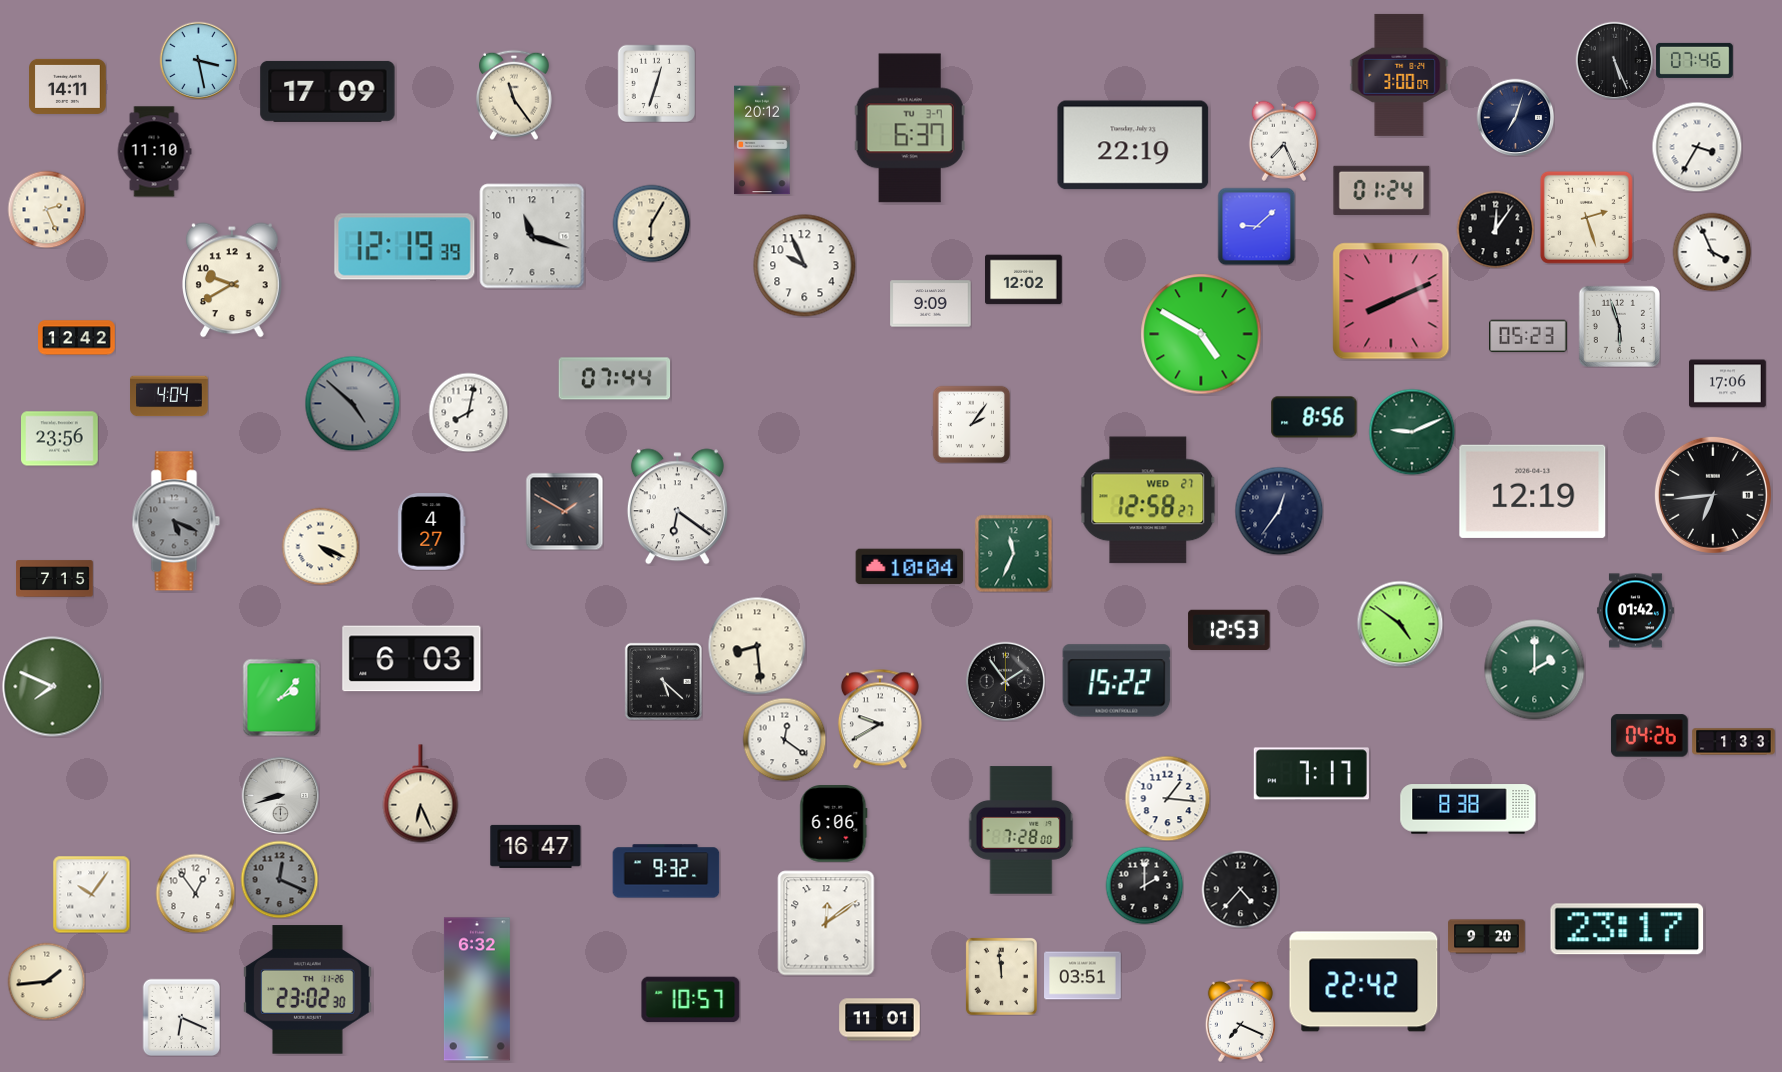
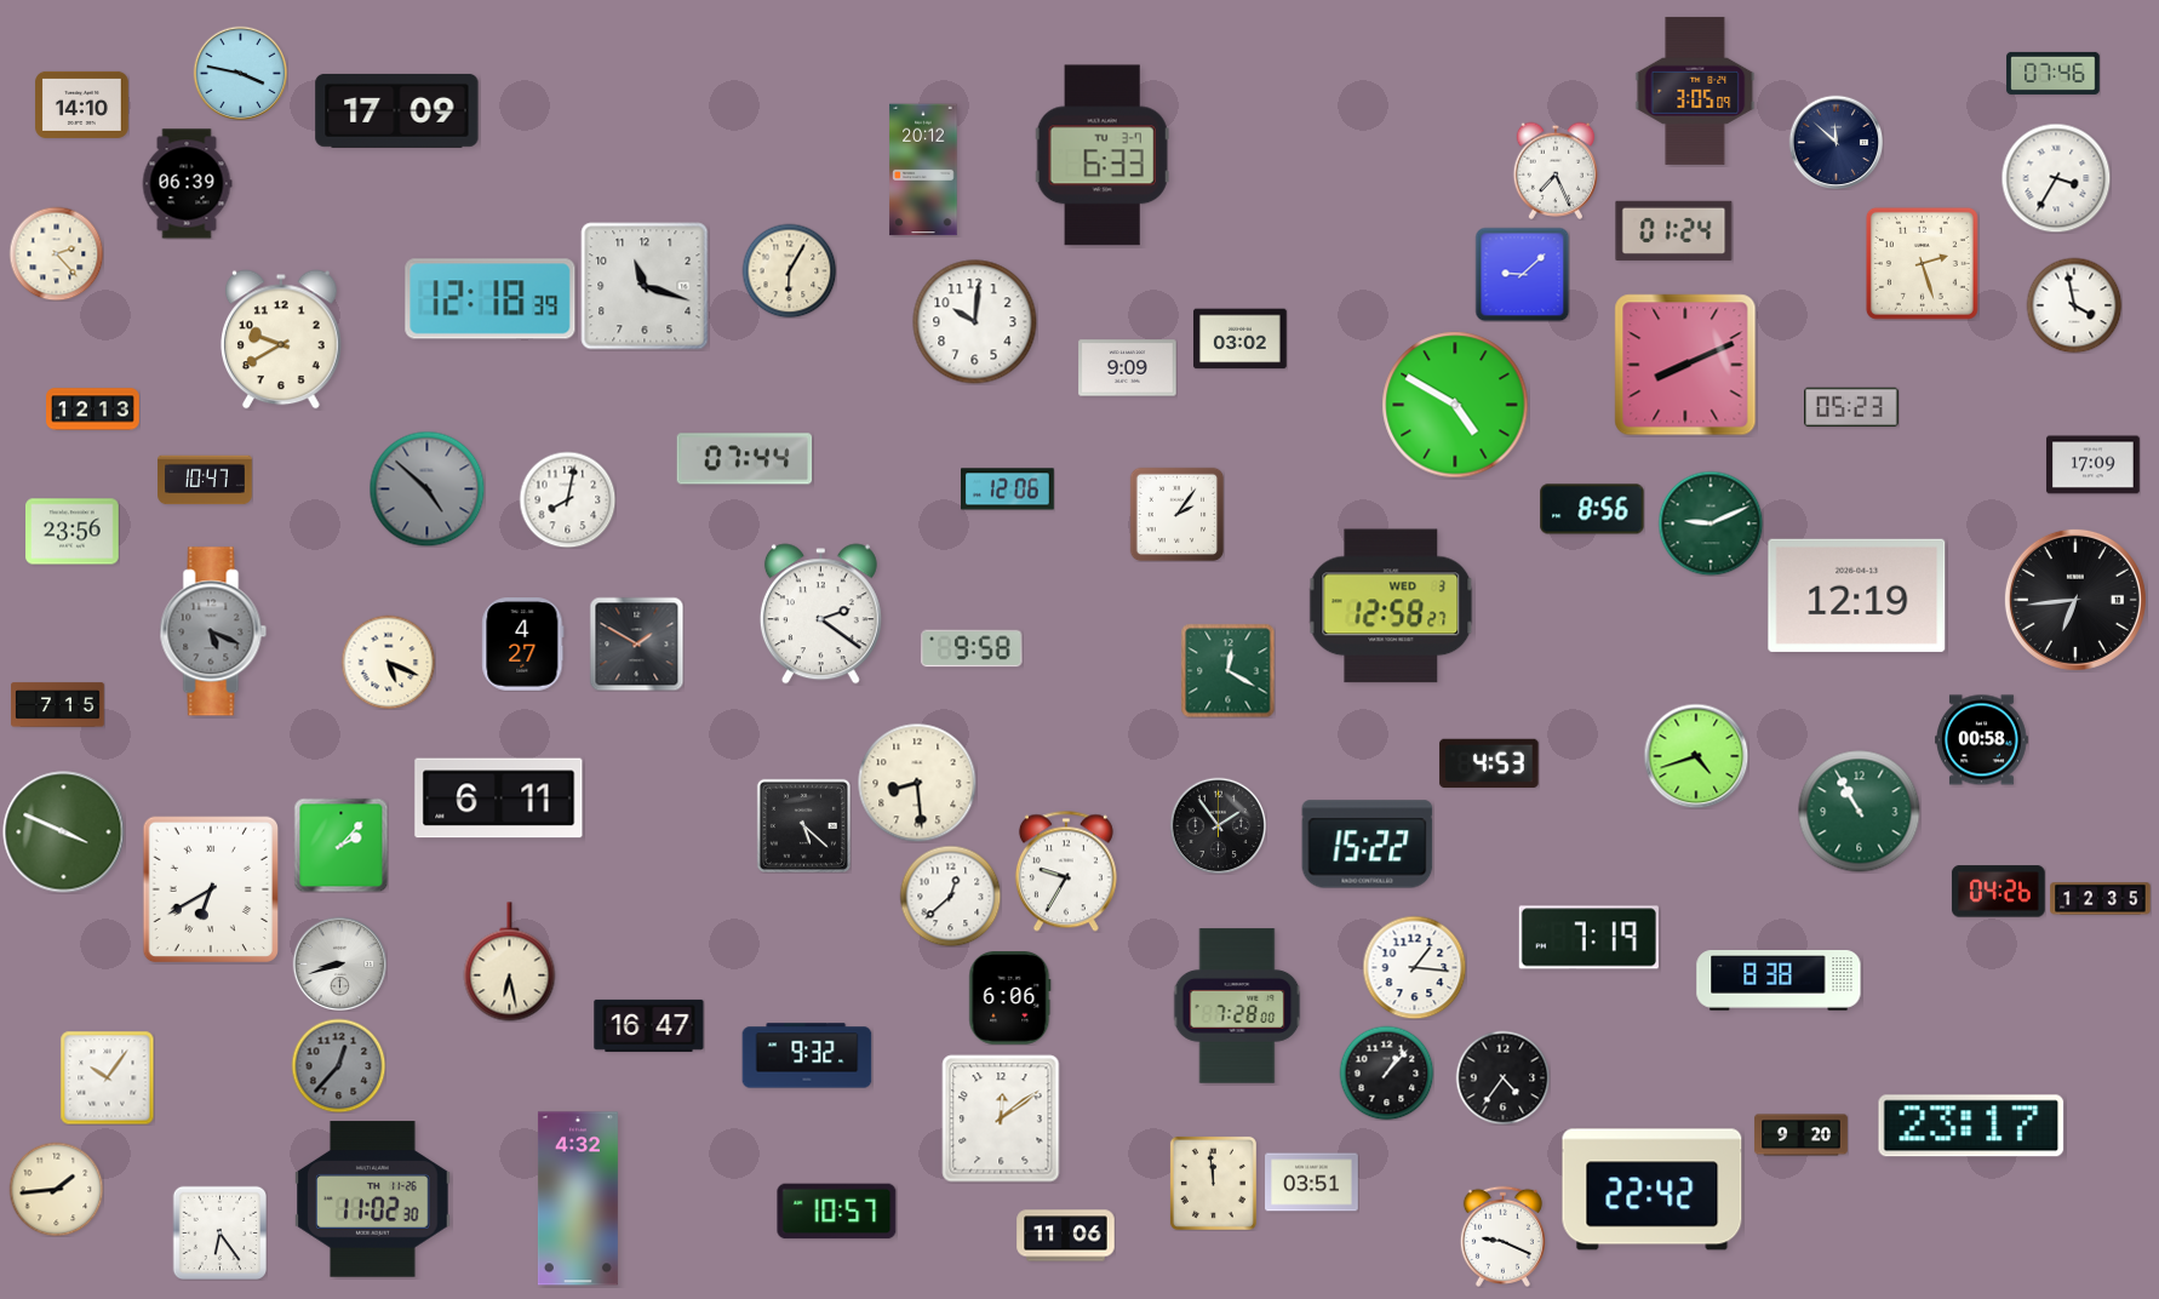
clock at (198, 60): 3:28 -> 3:47
clock at (1614, 60): 5:26 -> none
clock at (1399, 75): 3:00 -> 3:05
clock at (656, 83): 12:33 -> none
clock at (68, 86): 14:11 -> 14:10
clock at (515, 95): 11:24 -> none
clock at (1515, 117): 7:03 -> 11:52
clock at (910, 128): 6:37 -> 6:33
clock at (1133, 145): 22:19 -> none
clock at (154, 152): 11:10 -> 06:39
clock at (46, 209): 2:26 -> 2:23
clock at (1495, 229): 12:06 -> none
clock at (405, 247): 12:19 -> 12:18
clock at (1712, 252): 3:56 -> 3:58
clock at (805, 266): 9:56 -> 10:01
clock at (1024, 280): 12:02 -> 03:02
clock at (1619, 326): 5:57 -> none
clock at (77, 338): 12:42 -> 12:13
clock at (1728, 384): 17:06 -> 17:09
clock at (169, 396): 4:04 -> 10:47
clock at (1008, 490): none -> 12:06
clock at (1314, 417) position: (1314, 417) -> (1592, 509)
clock at (1148, 500) date: WED 27 -> WED 3
clock at (677, 507): 6:21 -> 2:21
clock at (564, 511) position: (564, 511) -> (636, 643)
clock at (1279, 511): 12:36 -> none
clock at (972, 648): none -> 9:58
clock at (320, 546): 4:19 -> 5:19
clock at (1013, 553): 11:34 -> 12:20
clock at (910, 567): 10:04 -> none
clock at (55, 579) position: (55, 579) -> (58, 705)
clock at (1636, 611): 01:42 -> 00:58
clock at (1400, 624): 4:51 -> 4:42
clock at (1229, 629): 12:53 -> 4:53
clock at (412, 659): 6:03 -> 6:11
clock at (1535, 670): 2:00 -> 10:55
clock at (1117, 681) position: (1117, 681) -> (1368, 845)
clock at (53, 687): 7:49 -> 3:49
clock at (880, 719): 9:40 -> 9:35
clock at (210, 888): none -> 6:40
clock at (784, 739): 12:21 -> 12:38
clock at (1734, 742): 1:33 -> 12:35
clock at (1311, 774): 7:17 -> 7:19
clock at (421, 794): 6:26 -> 6:28
clock at (279, 879): 12:19 -> 12:37
clock at (1144, 885): 2:00 -> 1:07
clock at (1240, 889): 4:37 -> 4:36
clock at (195, 893): 12:54 -> none
clock at (91, 894) position: (91, 894) -> (107, 1077)
clock at (477, 989): 6:32 -> 4:32
clock at (308, 990): 23:02 -> 11:02
clock at (181, 1017): 6:19 -> 6:24
clock at (880, 1020): 11:01 -> 11:06
clock at (1240, 1020): 7:19 -> 9:19
